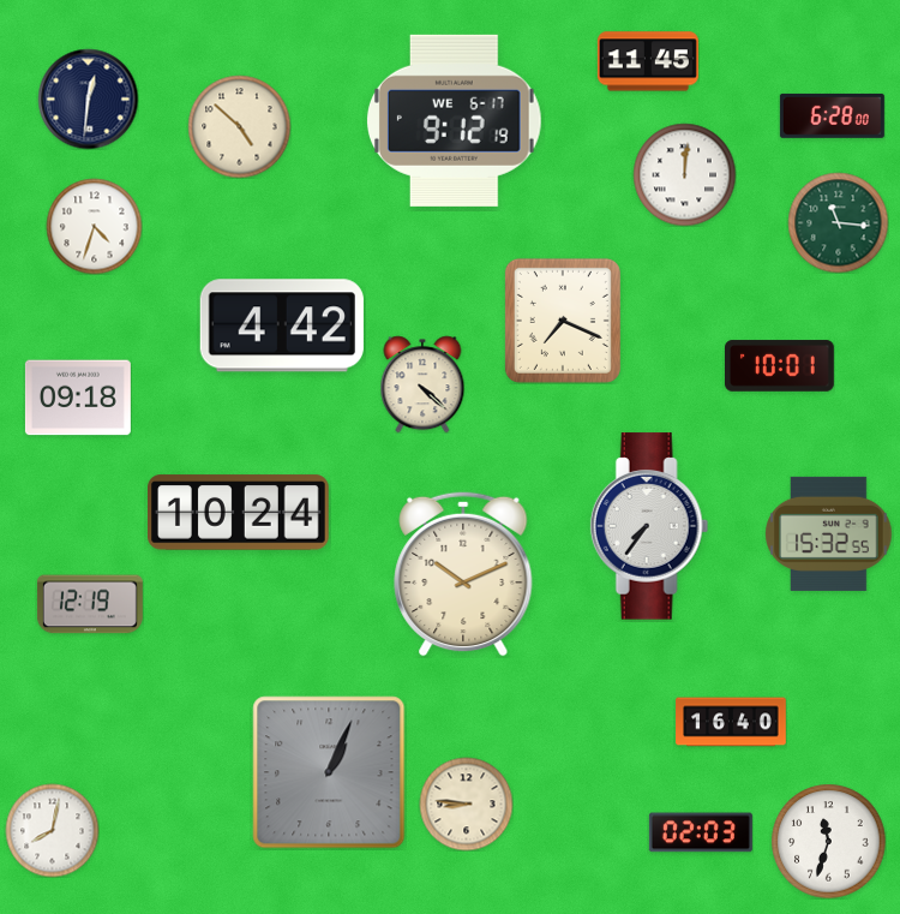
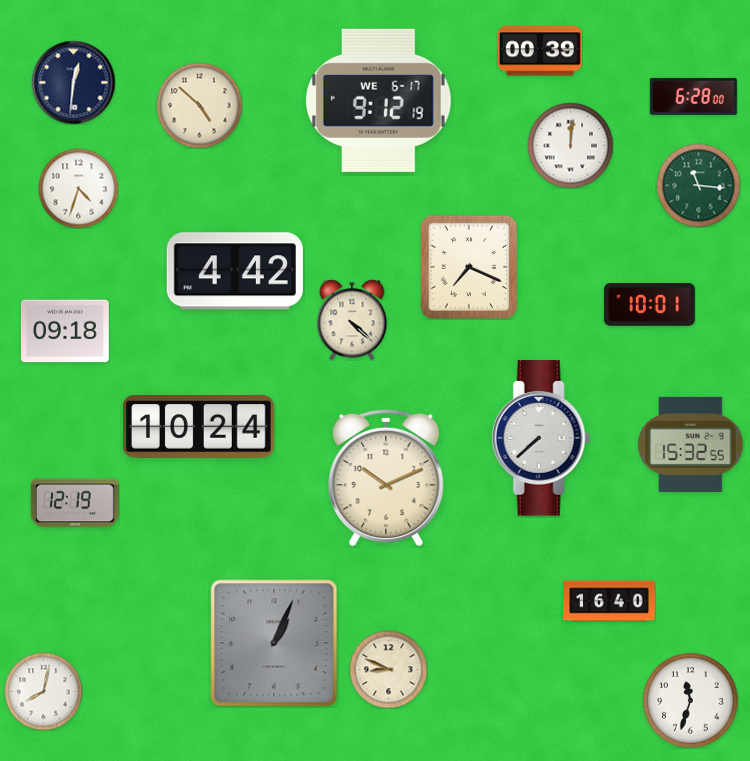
clock at (648, 61): 11:45 -> 00:39
clock at (649, 526): 7:36 -> 7:38
clock at (466, 804): 8:46 -> 8:49
clock at (701, 832): 02:03 -> none
